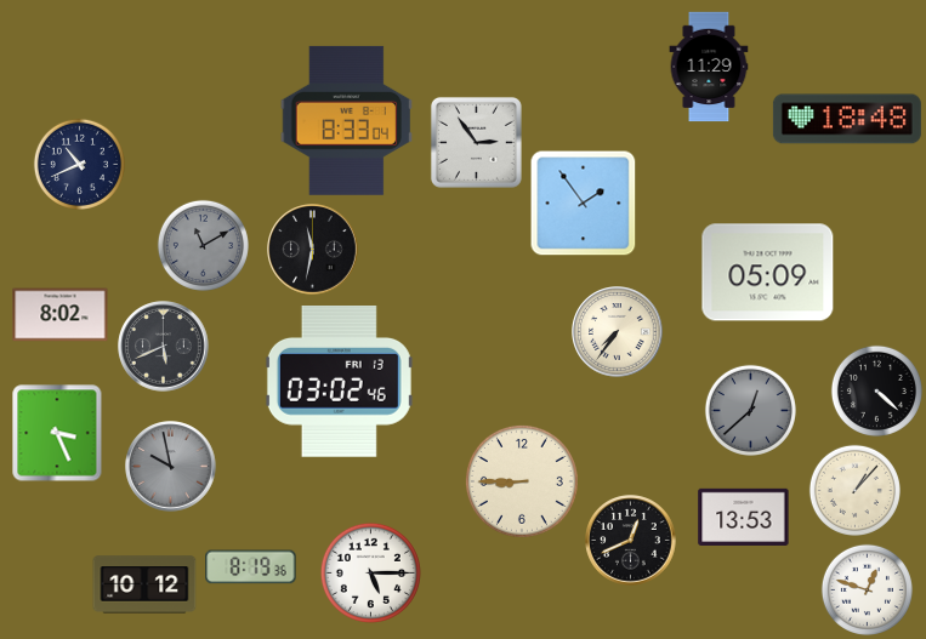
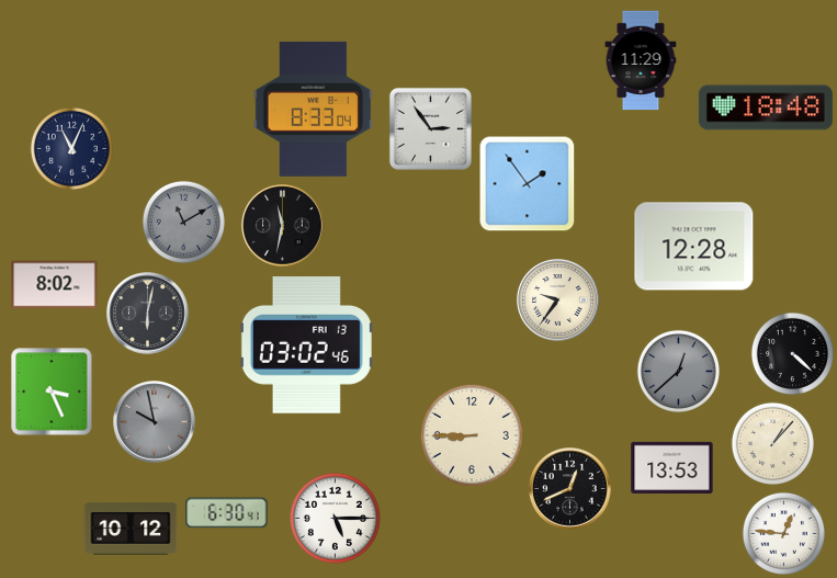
clock at (79, 164): 10:41 -> 11:04
clock at (768, 273): 05:09 -> 12:28
clock at (618, 332): 7:36 -> 9:36
clock at (164, 347): 5:41 -> 6:02
clock at (251, 567): 8:19 -> 6:30
clock at (867, 589): 12:48 -> 12:46
